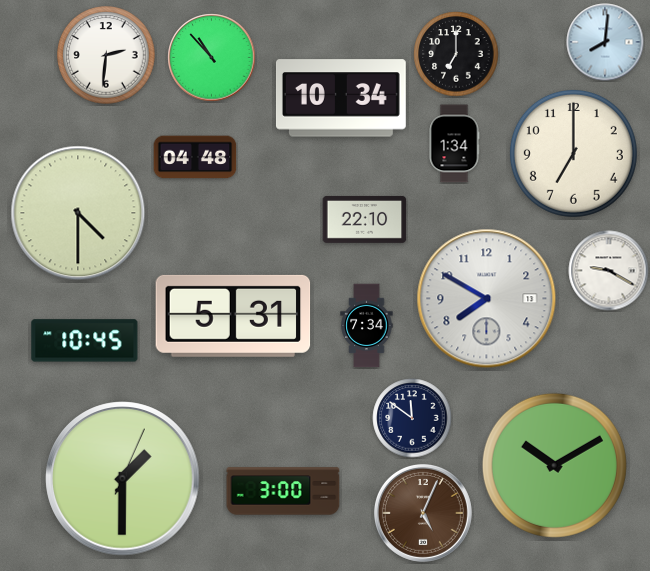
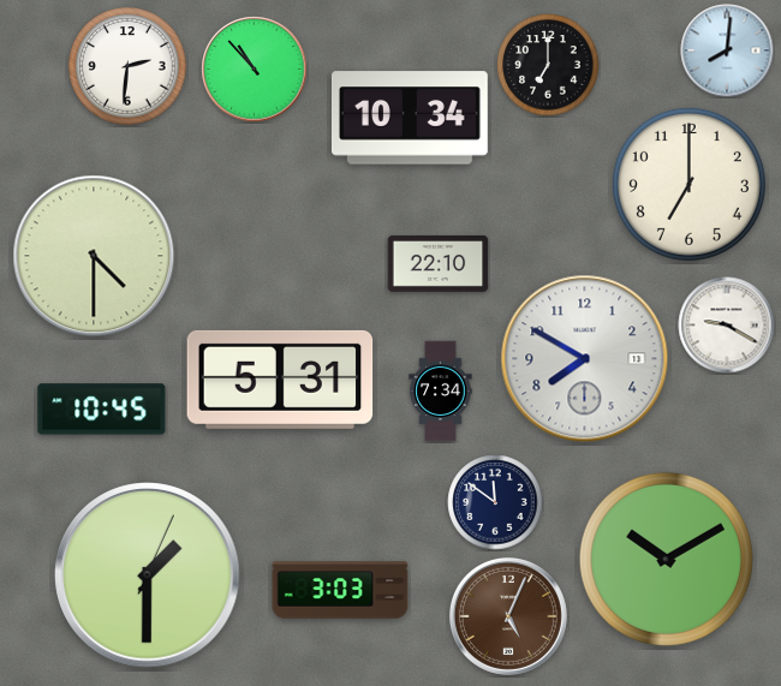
clock at (454, 144): 1:34 -> none
clock at (195, 157): 04:48 -> none
clock at (609, 271) position: (609, 271) -> (727, 326)
clock at (283, 491): 3:00 -> 3:03
